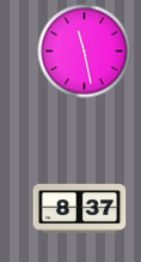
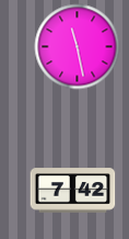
clock at (79, 209): 8:37 -> 7:42
